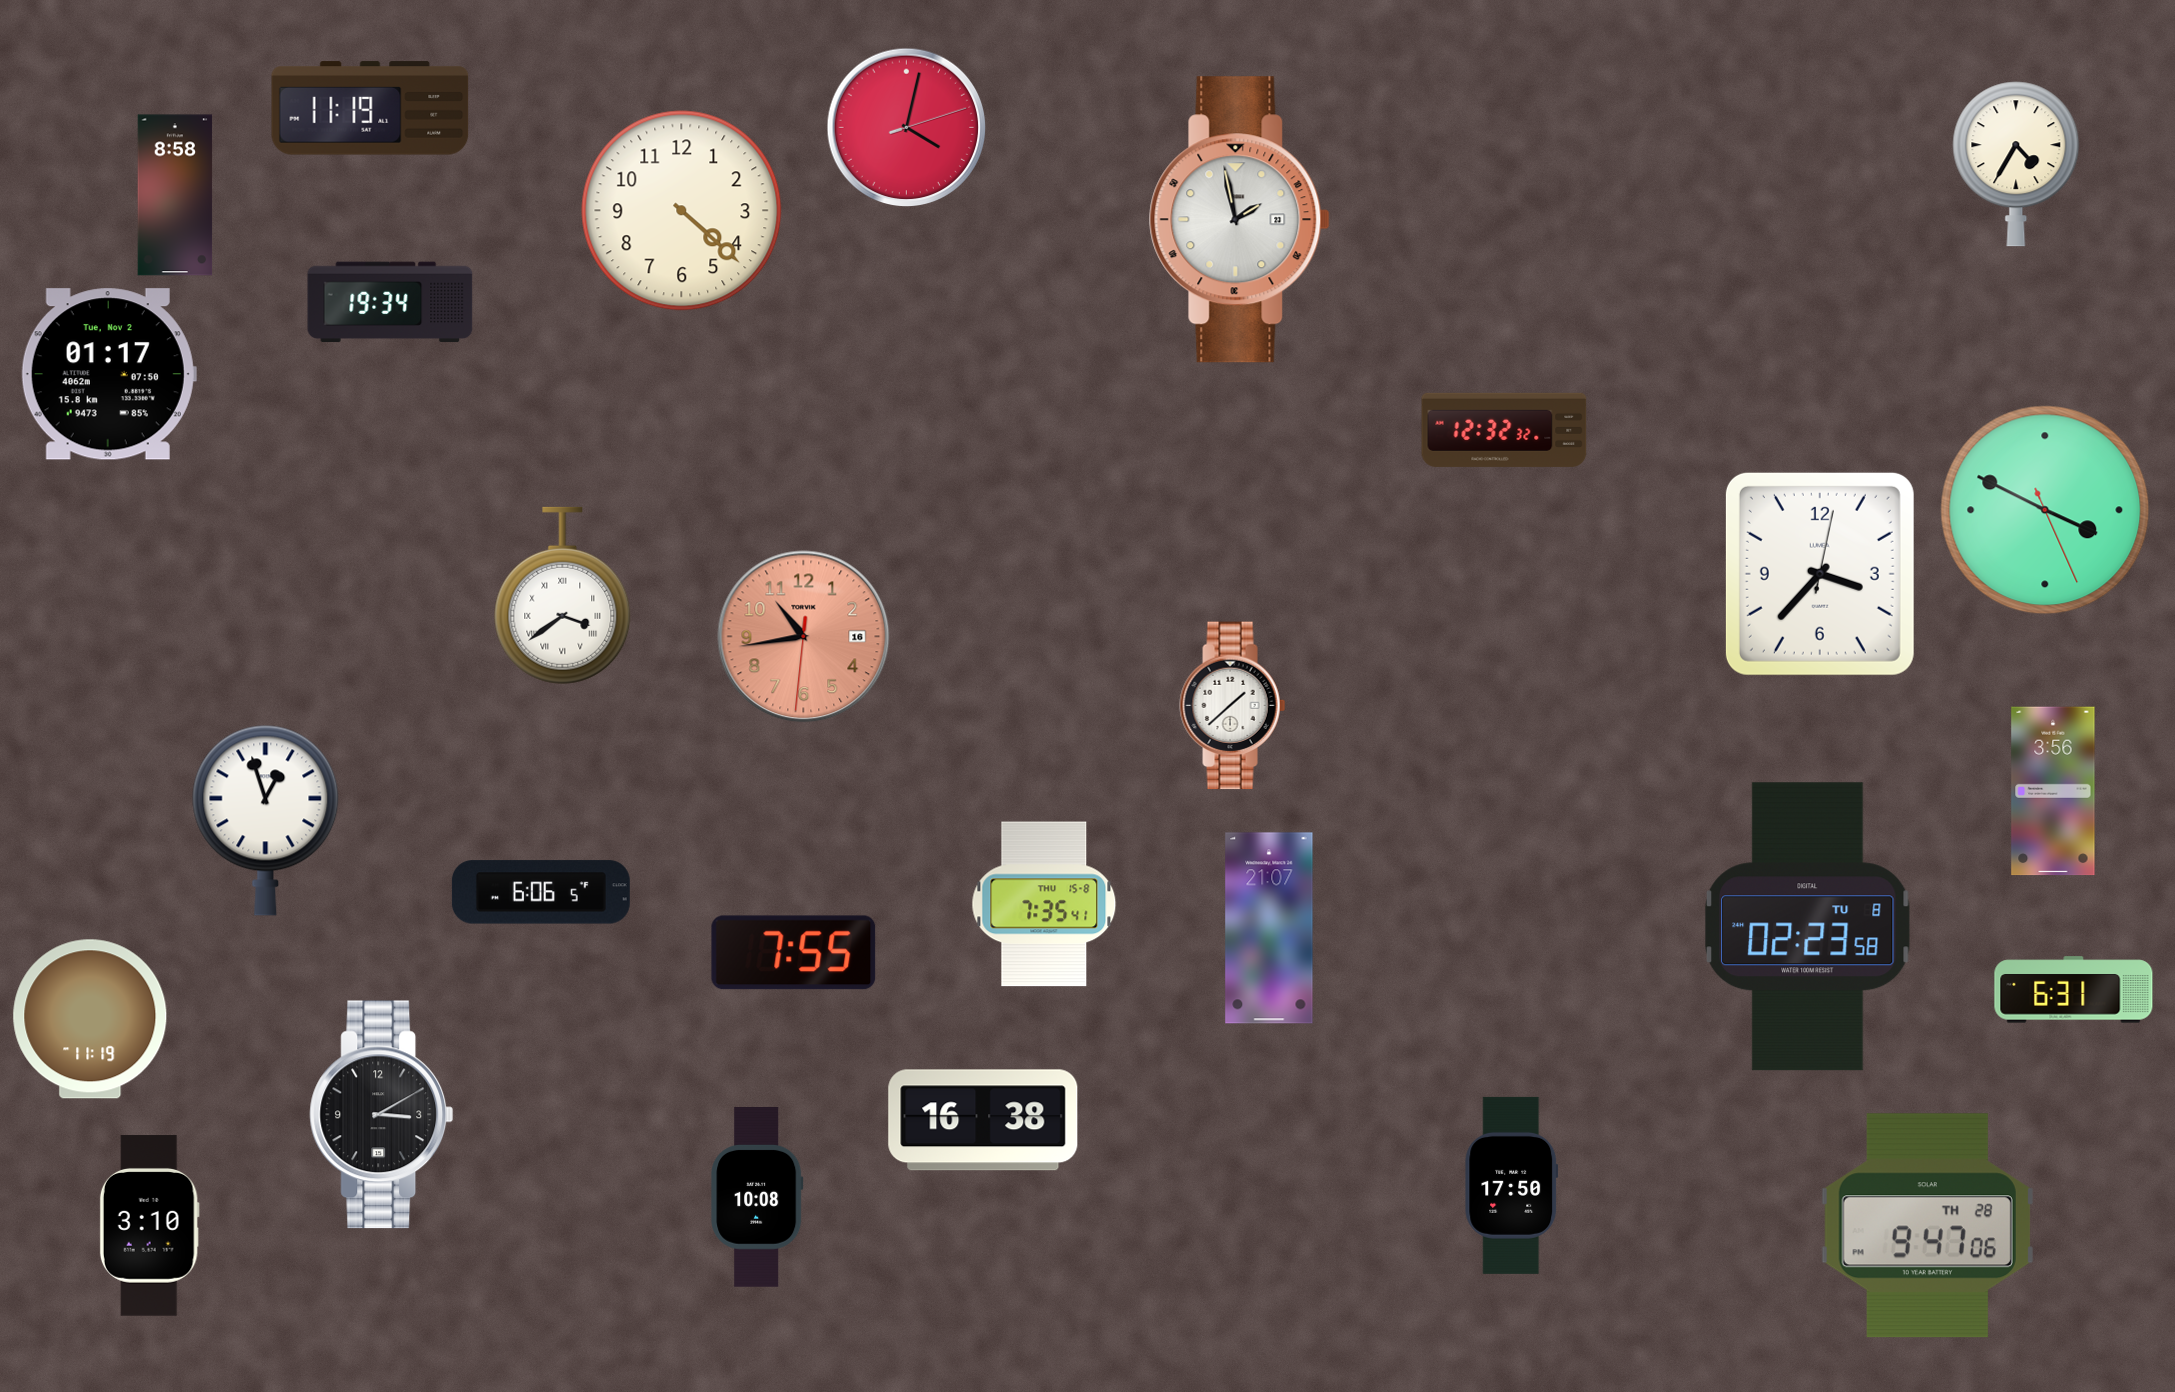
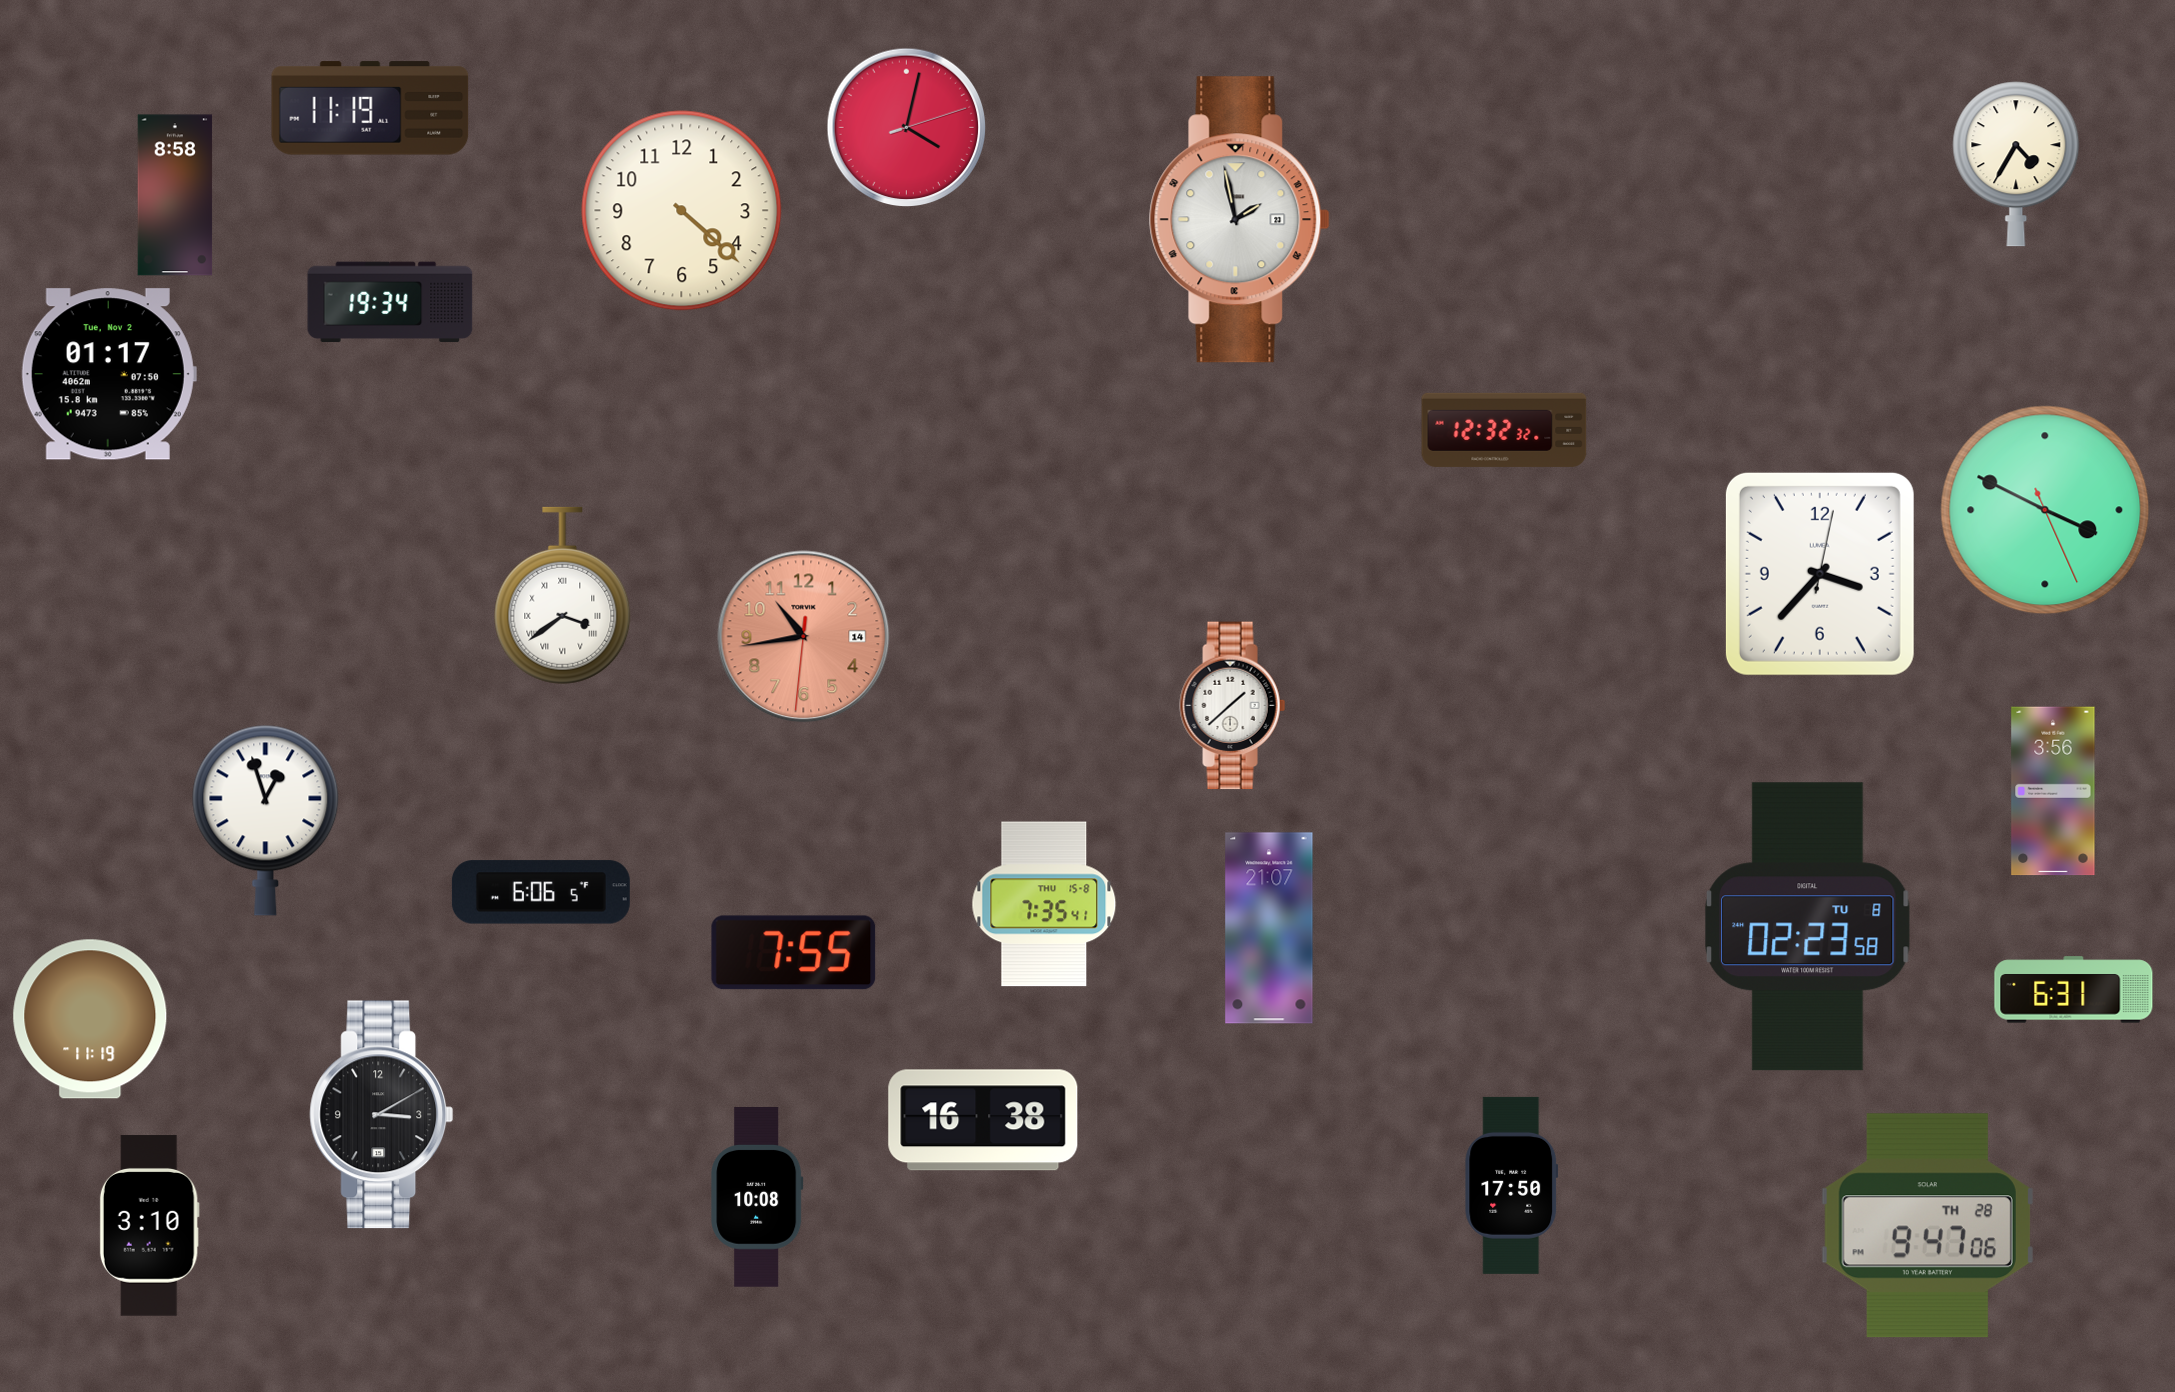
clock at (804, 637) date: 16 -> 14
